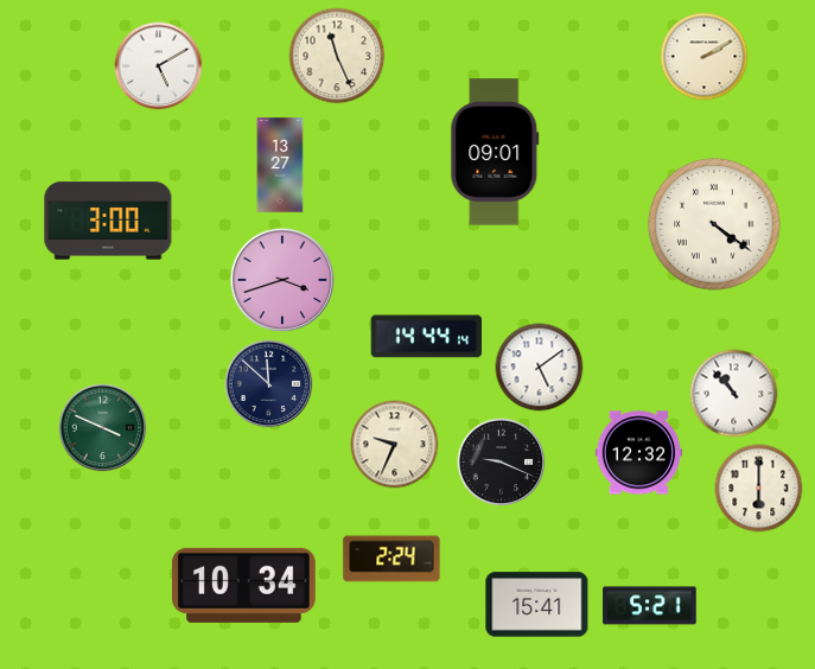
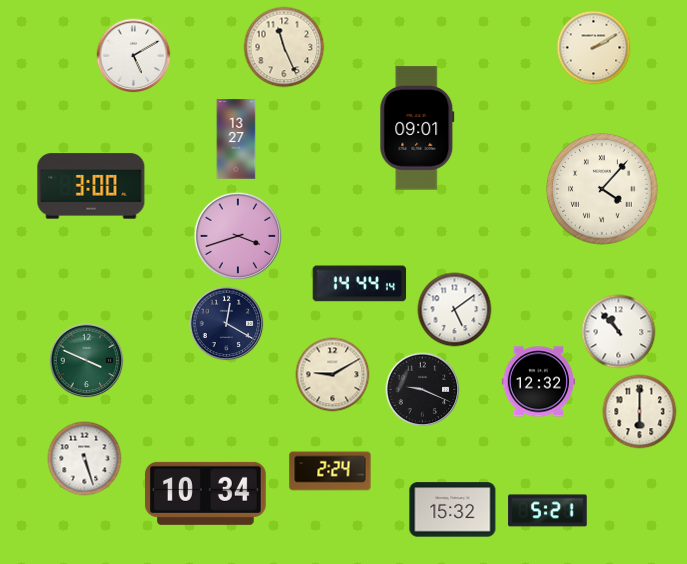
clock at (714, 224): 4:21 -> 4:07
clock at (269, 384): 11:52 -> 12:20
clock at (395, 445): 9:34 -> 9:10
clock at (85, 459): none -> 5:27
clock at (537, 605): 15:41 -> 15:32
